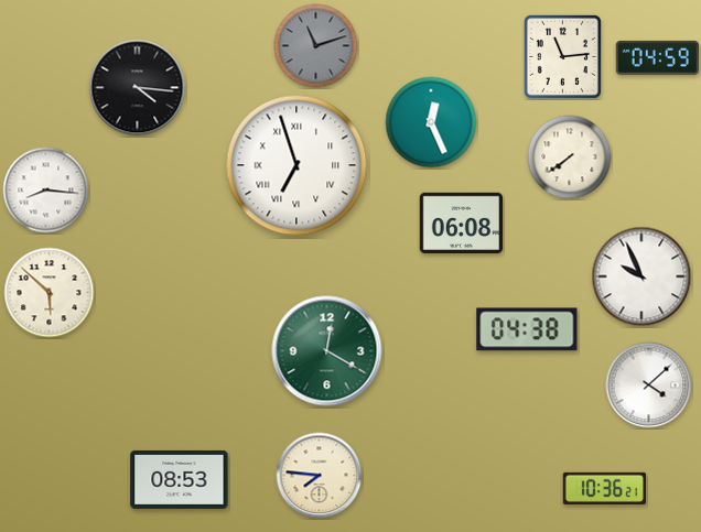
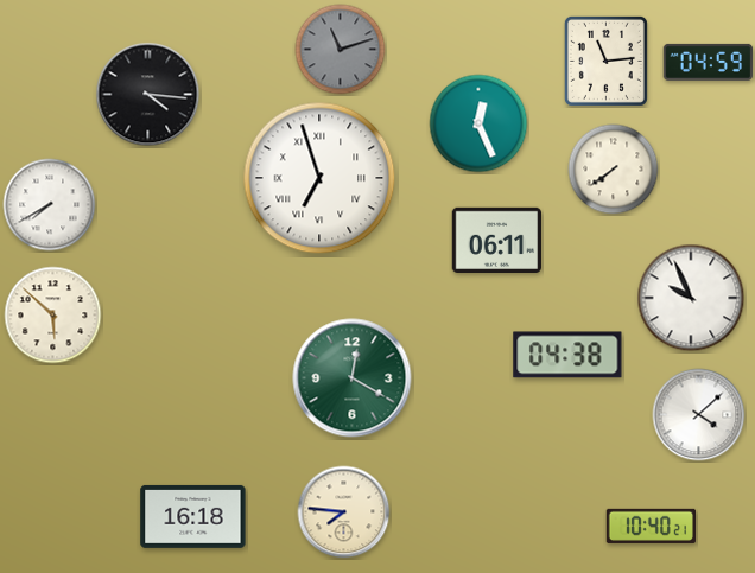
clock at (431, 122) position: (431, 122) -> (478, 123)
clock at (46, 191): 8:16 -> 7:40
clock at (461, 222): 06:08 -> 06:11
clock at (180, 479): 08:53 -> 16:18
clock at (604, 488): 10:36 -> 10:40
